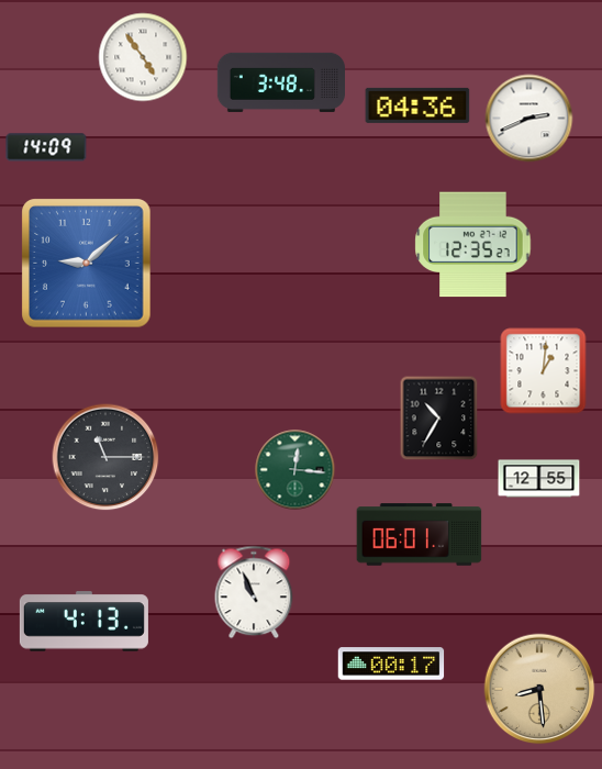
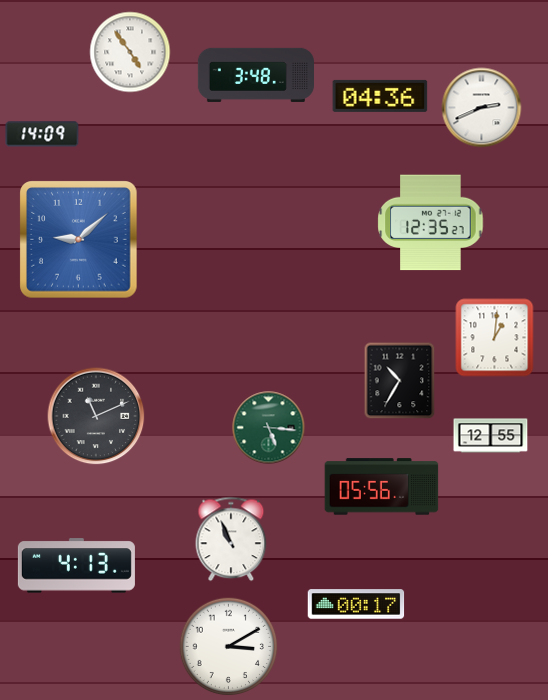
clock at (105, 457): 11:15 -> 11:11
clock at (296, 470): 12:16 -> 5:16
clock at (420, 535): 06:01 -> 05:56
clock at (539, 689): 8:29 -> none
clock at (229, 647): none -> 3:10
